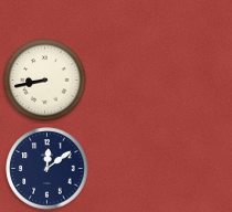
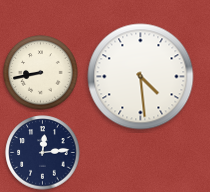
clock at (141, 77): none -> 4:29
clock at (48, 169): 12:09 -> 12:14
